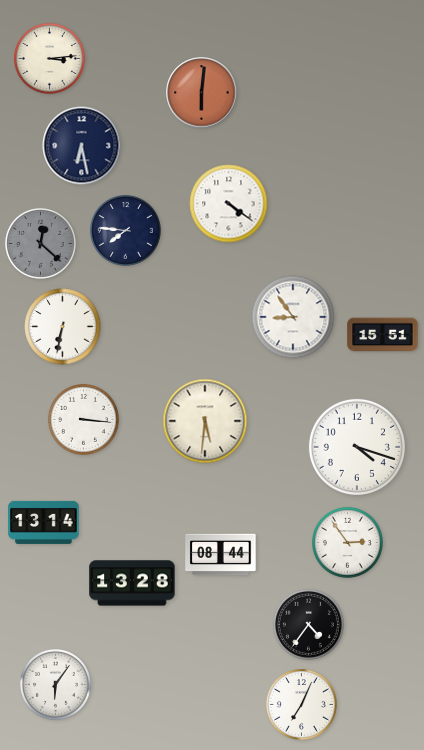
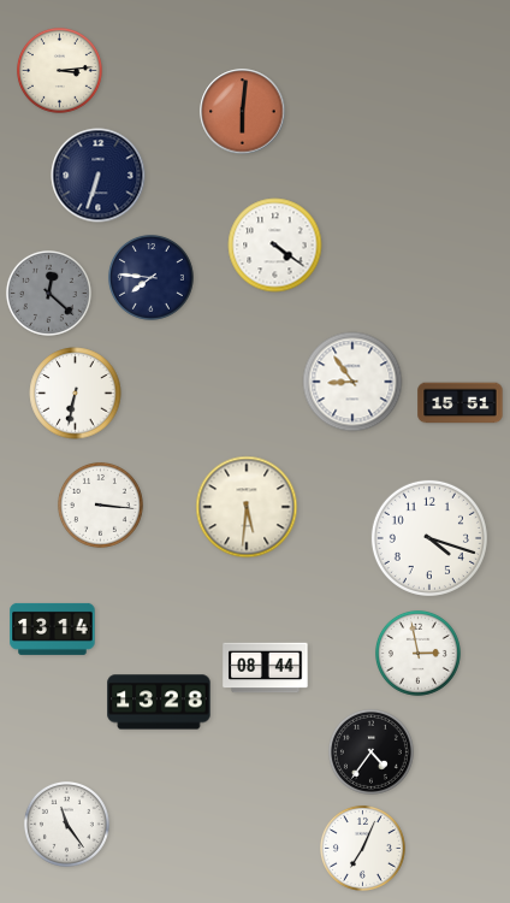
clock at (82, 146): 6:28 -> 6:33
clock at (347, 542): 2:54 -> 2:58
clock at (55, 684): 6:06 -> 11:24
